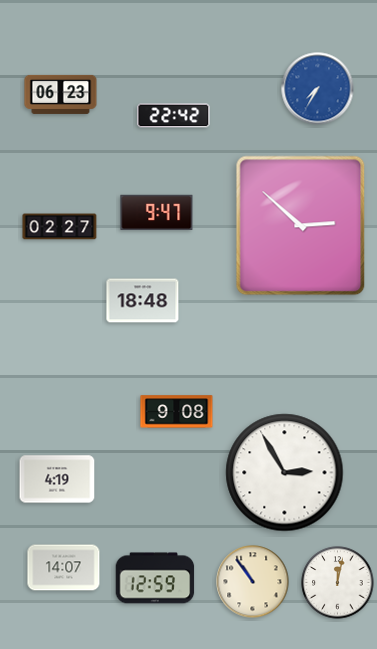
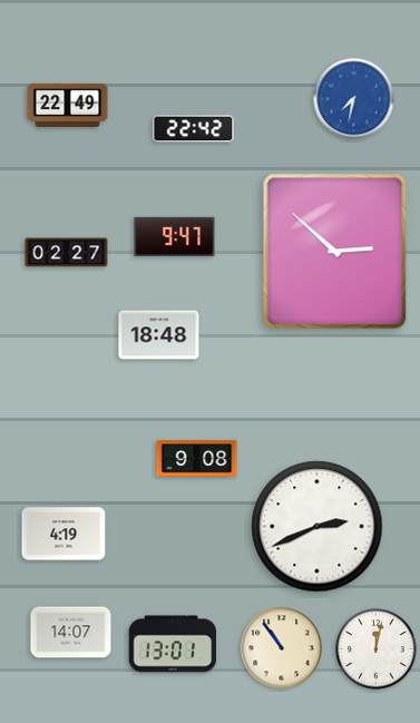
clock at (318, 89): 7:35 -> 7:32
clock at (61, 94): 06:23 -> 22:49
clock at (285, 473): 2:55 -> 2:41
clock at (155, 578): 12:59 -> 13:01
